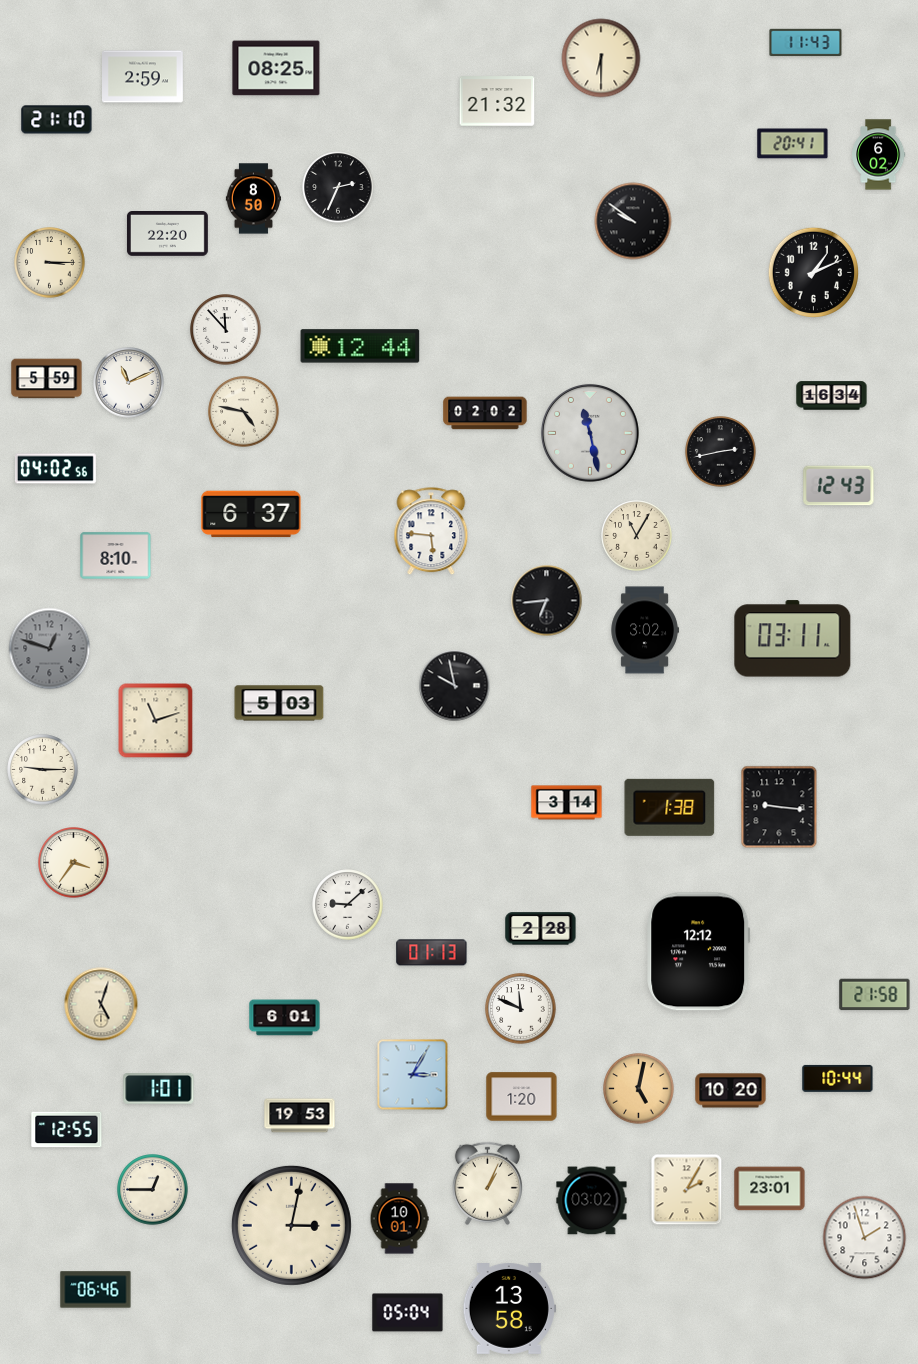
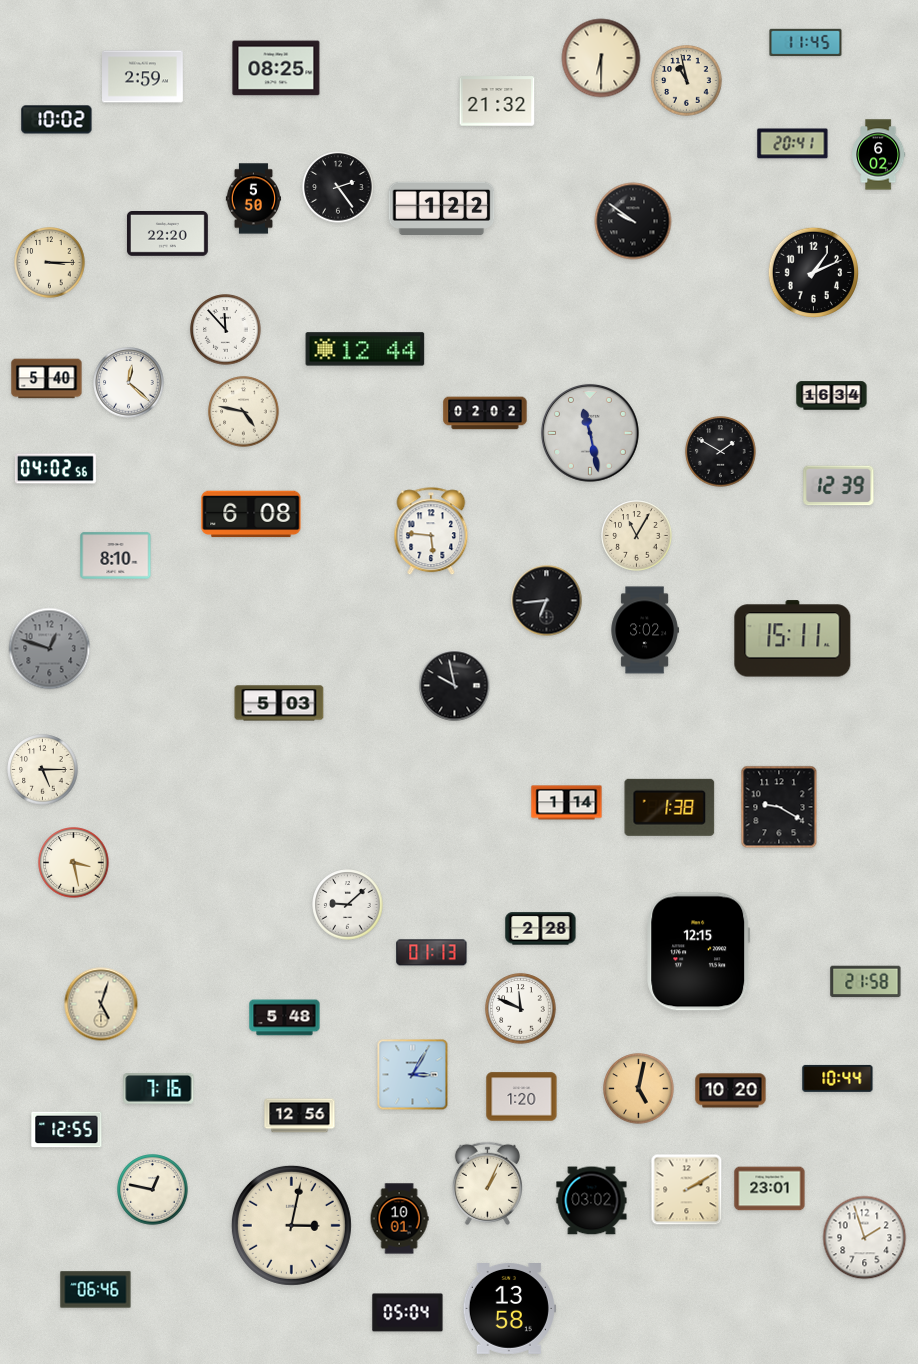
clock at (806, 43): 11:43 -> 11:45
clock at (687, 81): none -> 10:58
clock at (57, 120): 21:10 -> 10:02
clock at (338, 187): 2:34 -> 2:24
clock at (253, 199): 8:50 -> 5:50
clock at (442, 208): none -> 1:22
clock at (360, 346) position: (360, 346) -> (365, 349)
clock at (47, 379): 5:59 -> 5:40
clock at (129, 383): 11:11 -> 12:22
clock at (721, 452): 2:43 -> 1:50
clock at (839, 486): 12:43 -> 12:39
clock at (251, 514): 6:37 -> 6:08
clock at (793, 639): 03:11 -> 15:11
clock at (156, 721): 11:12 -> none
clock at (43, 770): 9:15 -> 5:15
clock at (567, 803): 3:14 -> 1:14
clock at (779, 807): 9:16 -> 9:20
clock at (74, 863): 3:36 -> 3:28
clock at (699, 952): 12:12 -> 12:15
clock at (875, 995) position: (875, 995) -> (866, 982)
clock at (285, 1018): 6:01 -> 5:48
clock at (159, 1089): 1:01 -> 7:16
clock at (300, 1116): 19:53 -> 12:56
clock at (153, 1190): 12:45 -> 12:47
clock at (687, 1190): 2:05 -> 2:10
